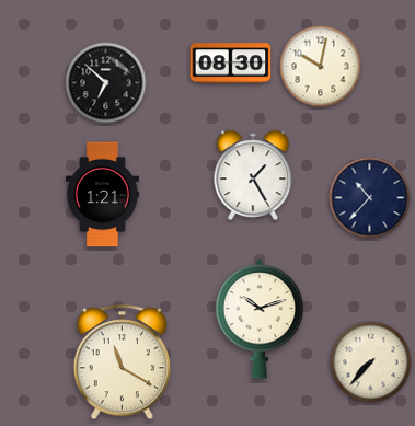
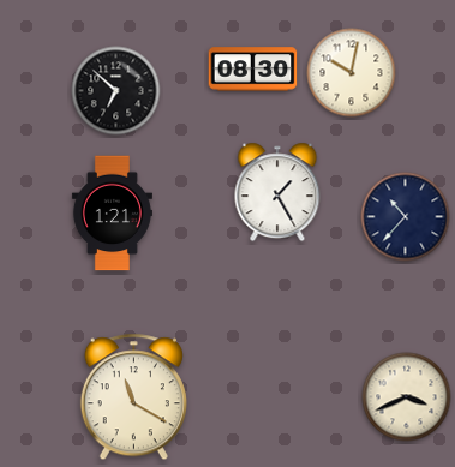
clock at (260, 319): 10:12 -> none
clock at (371, 362): 7:37 -> 3:41
